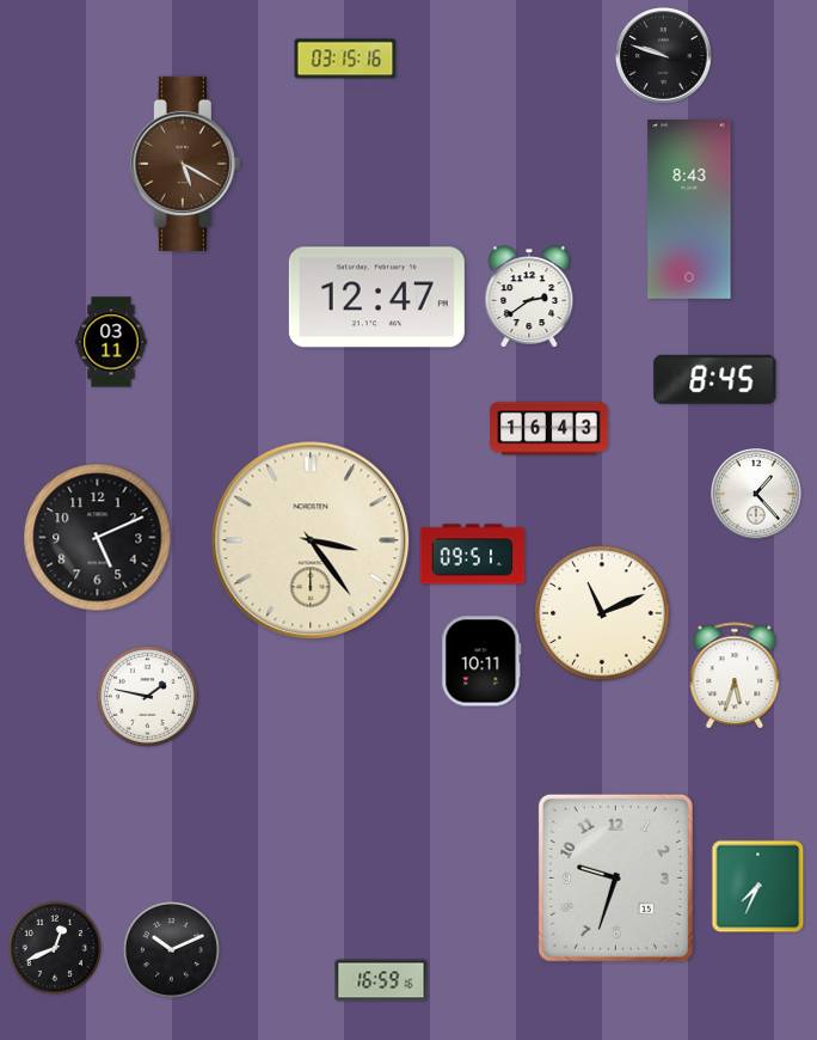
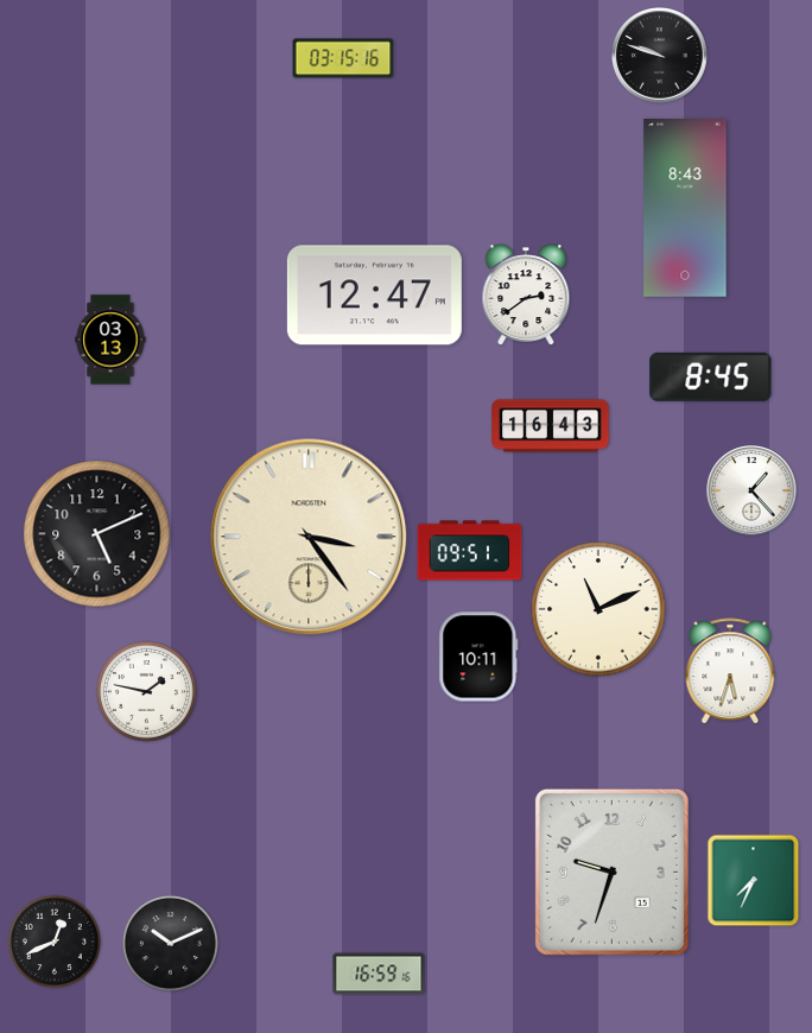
clock at (185, 164): 5:20 -> none
clock at (111, 342): 03:11 -> 03:13
clock at (549, 429) position: (549, 429) -> (551, 426)
